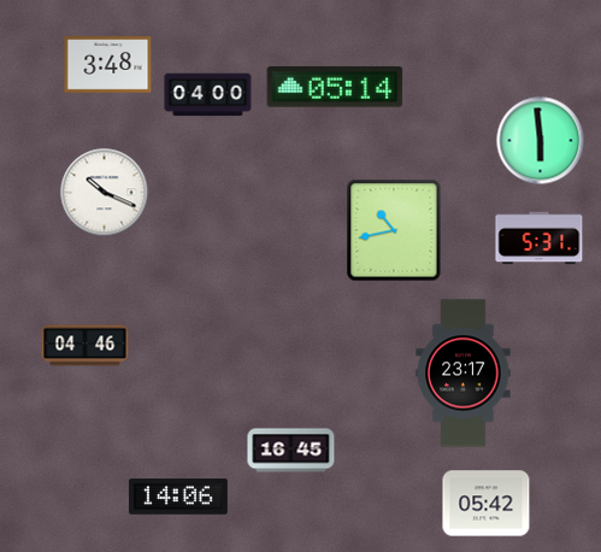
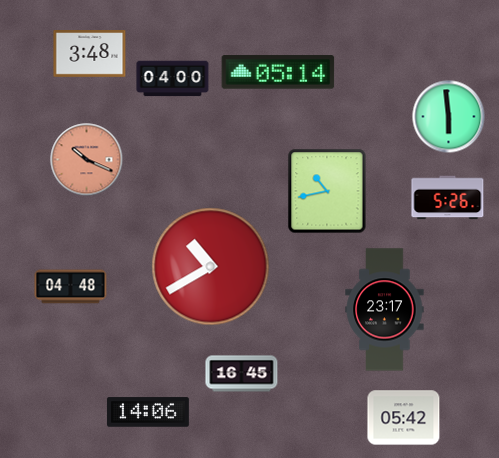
clock at (105, 193) dial: white -> salmon
clock at (540, 239): 5:31 -> 5:26
clock at (211, 267): none -> 10:40
clock at (86, 346): 04:46 -> 04:48
